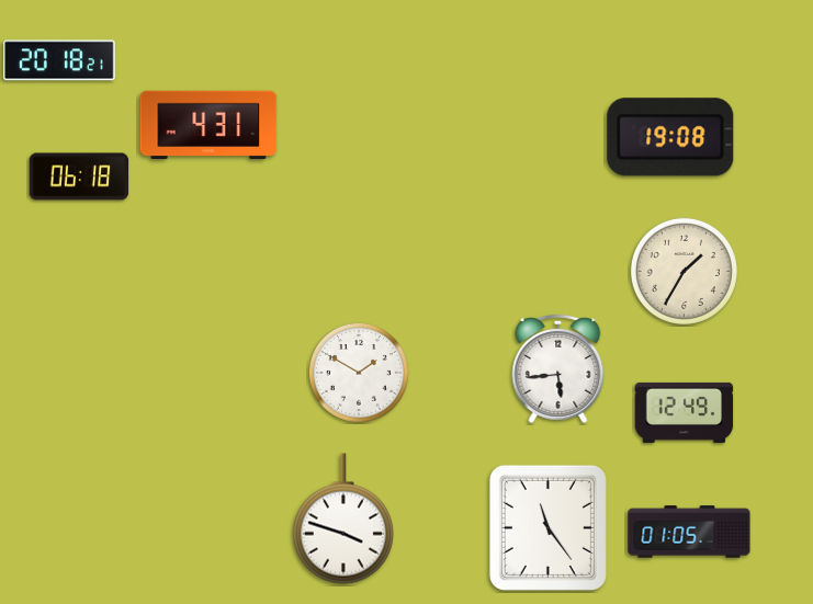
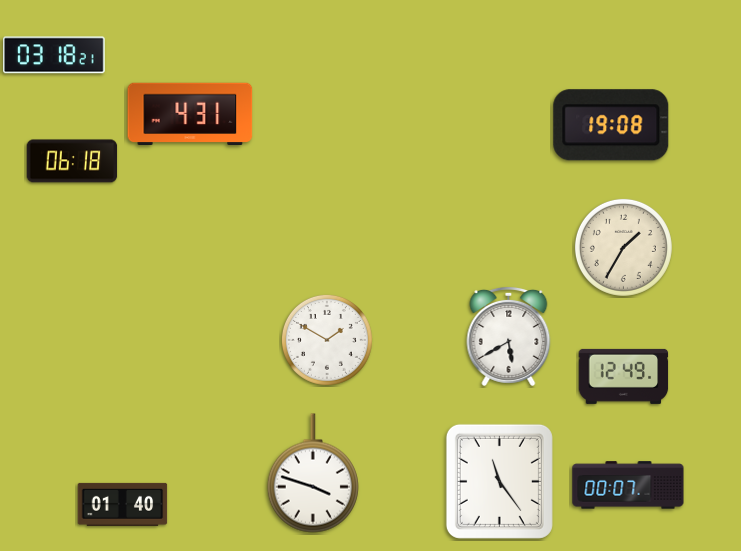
clock at (60, 60): 20:18 -> 03:18
clock at (558, 368): 5:44 -> 5:40
clock at (689, 532): 01:05 -> 00:07
clock at (123, 504): none -> 01:40
